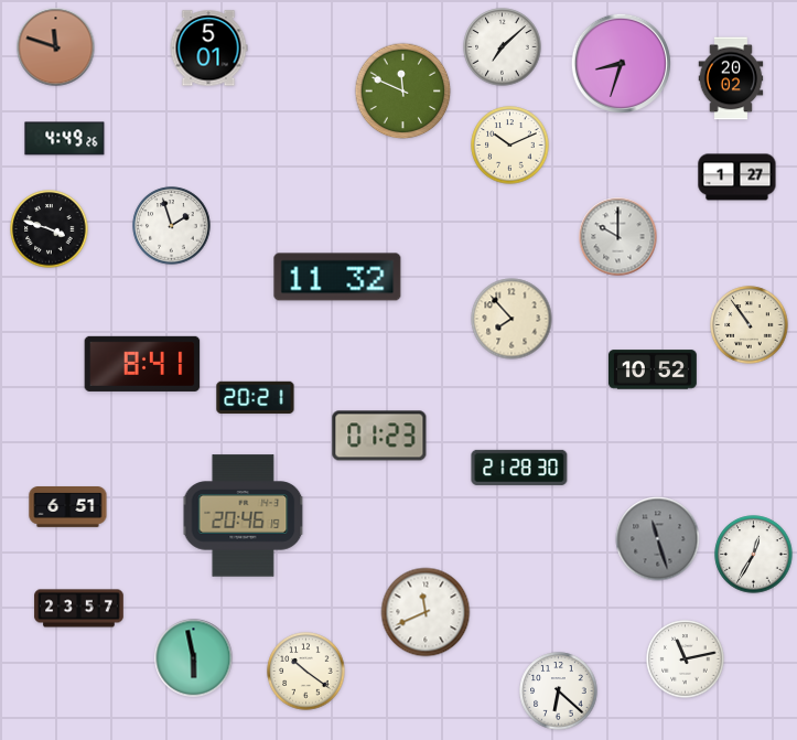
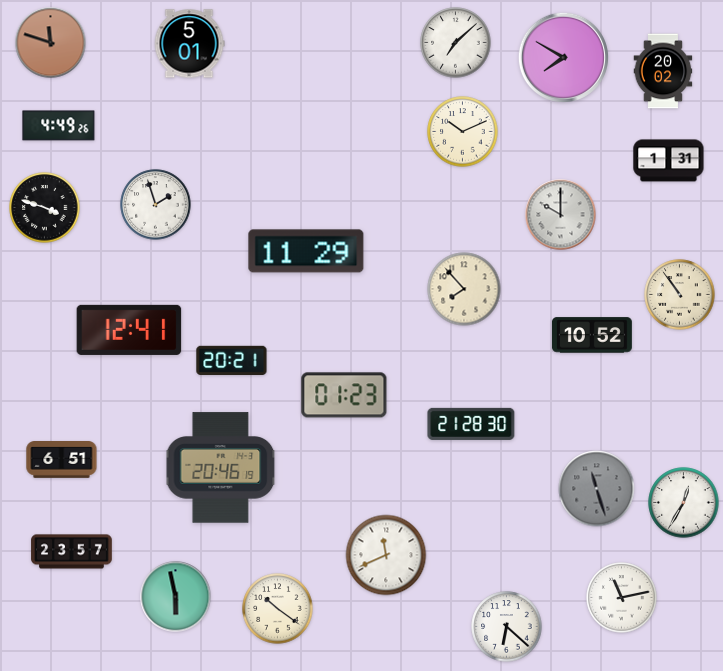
clock at (621, 63): 8:33 -> 7:50
clock at (403, 92): 11:49 -> none
clock at (737, 178): 1:27 -> 1:31
clock at (337, 277): 11:32 -> 11:29
clock at (142, 364): 8:41 -> 12:41
